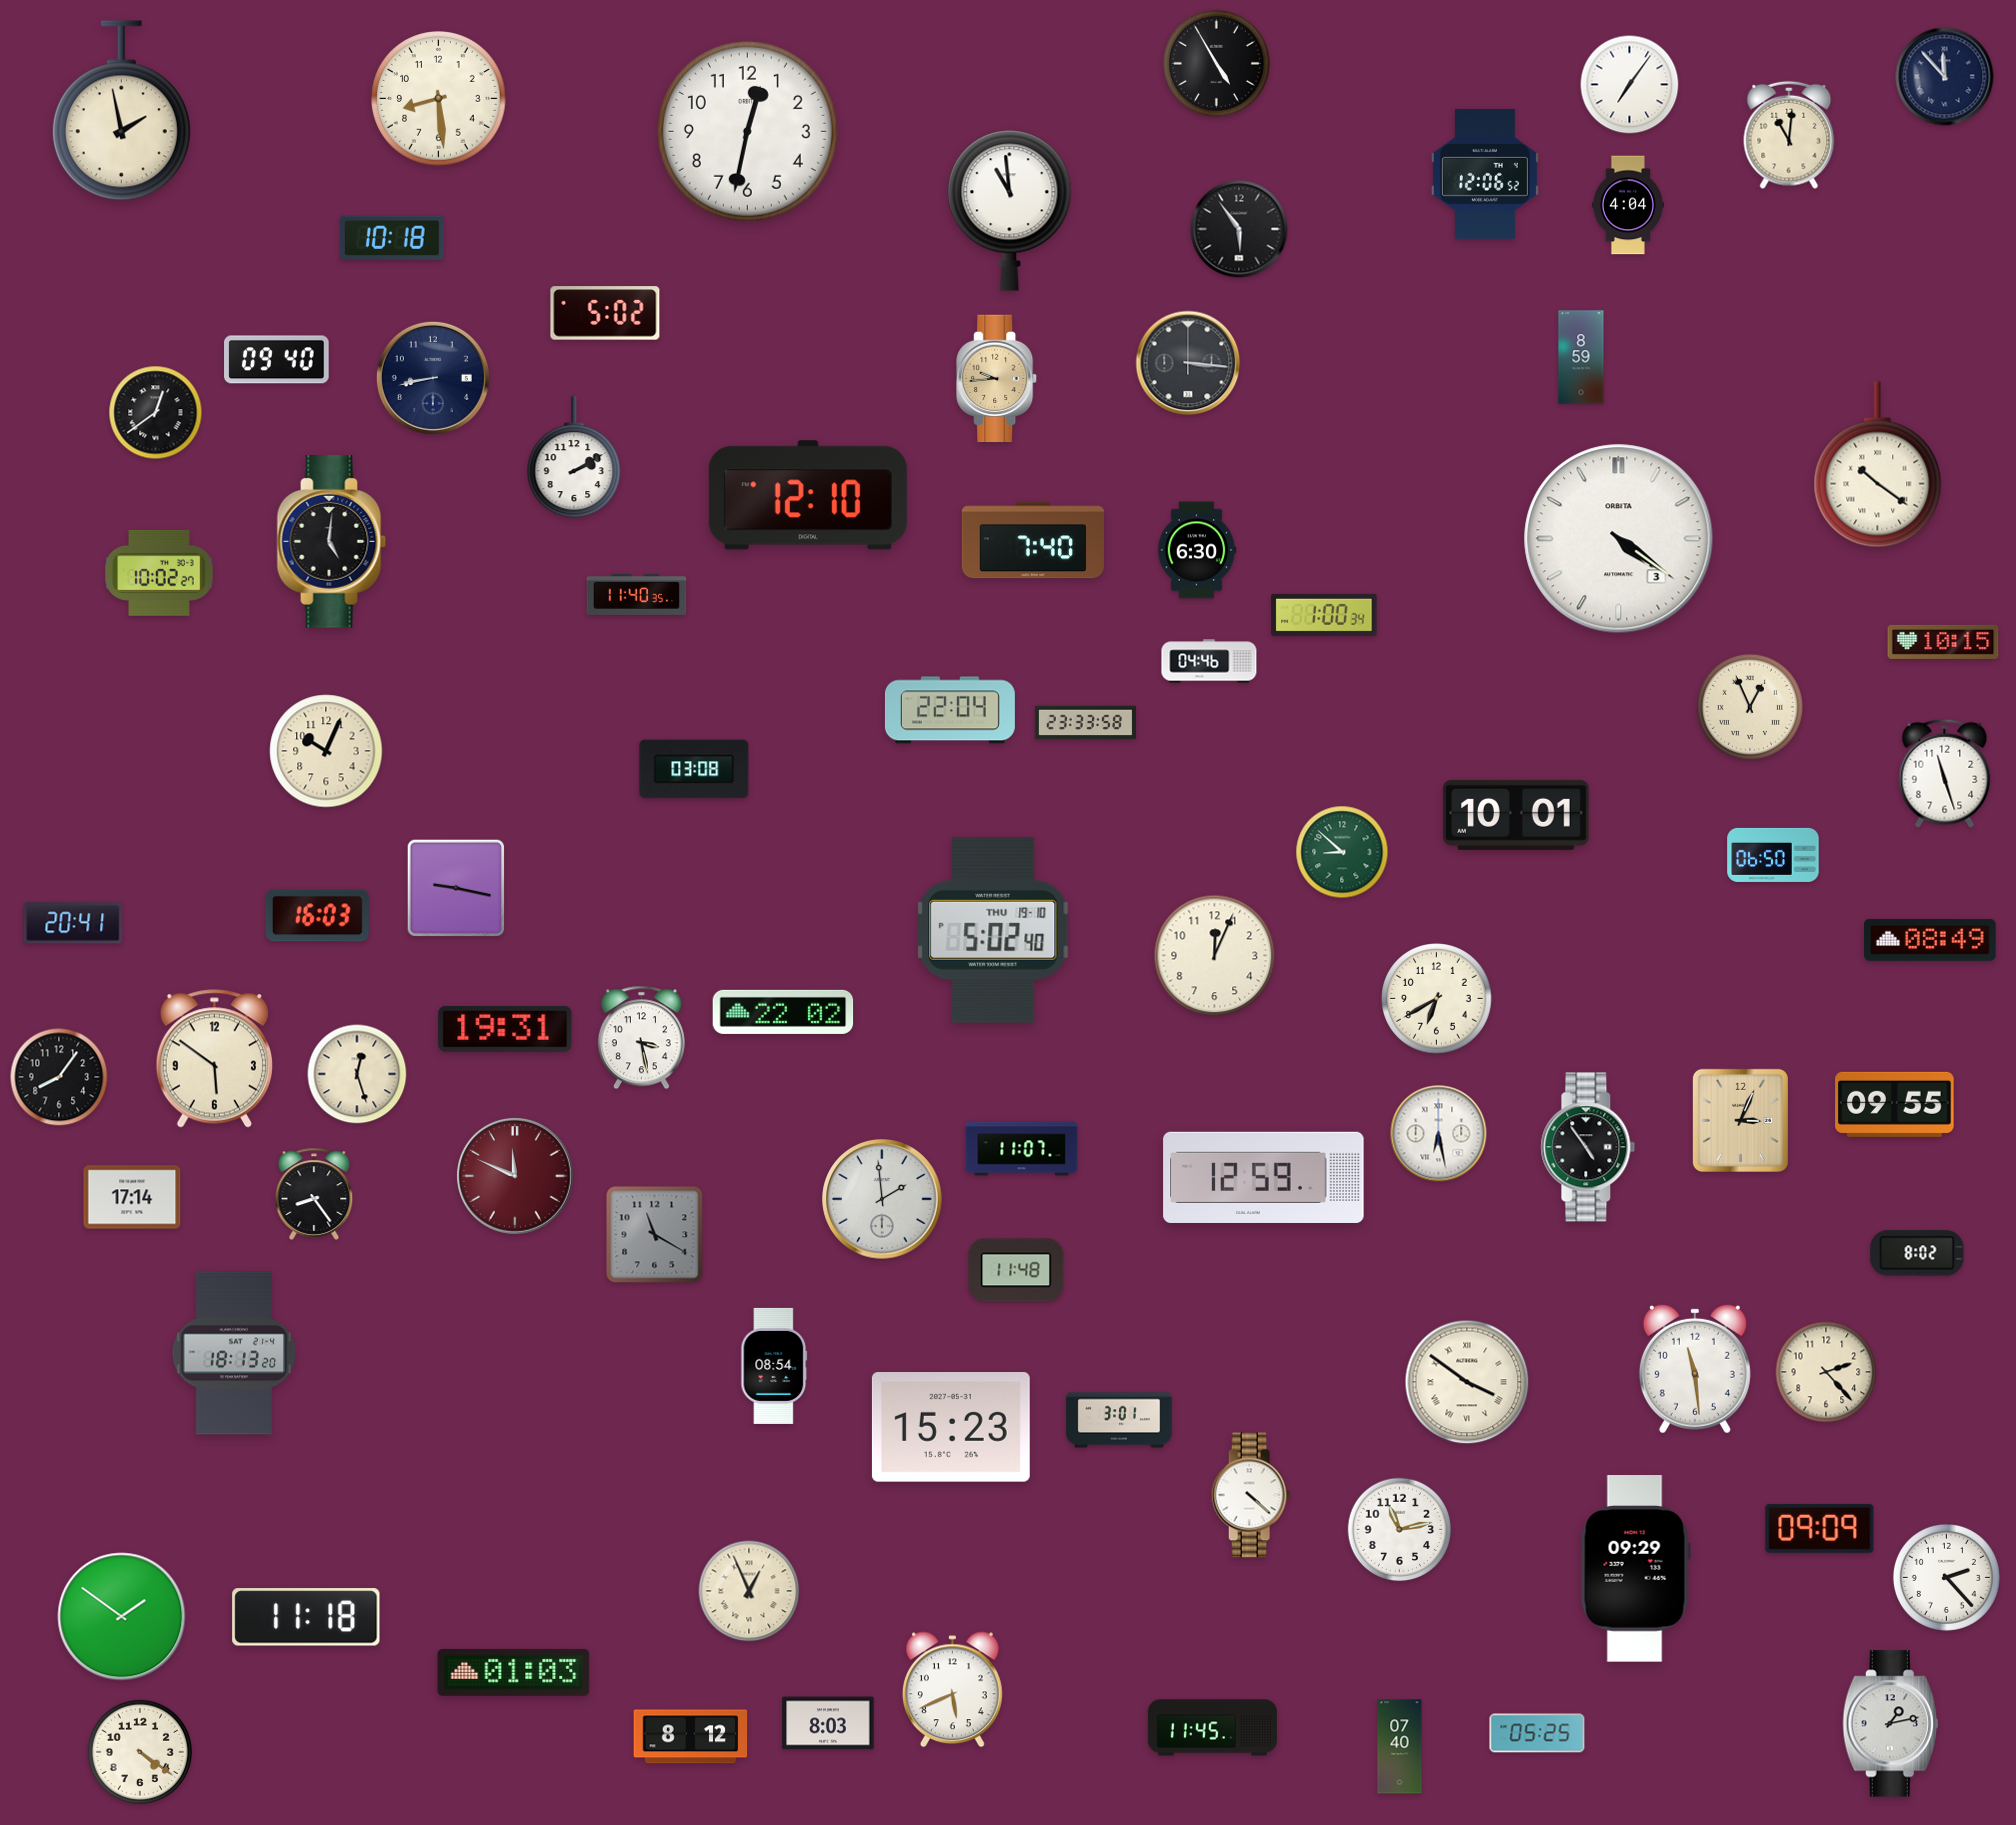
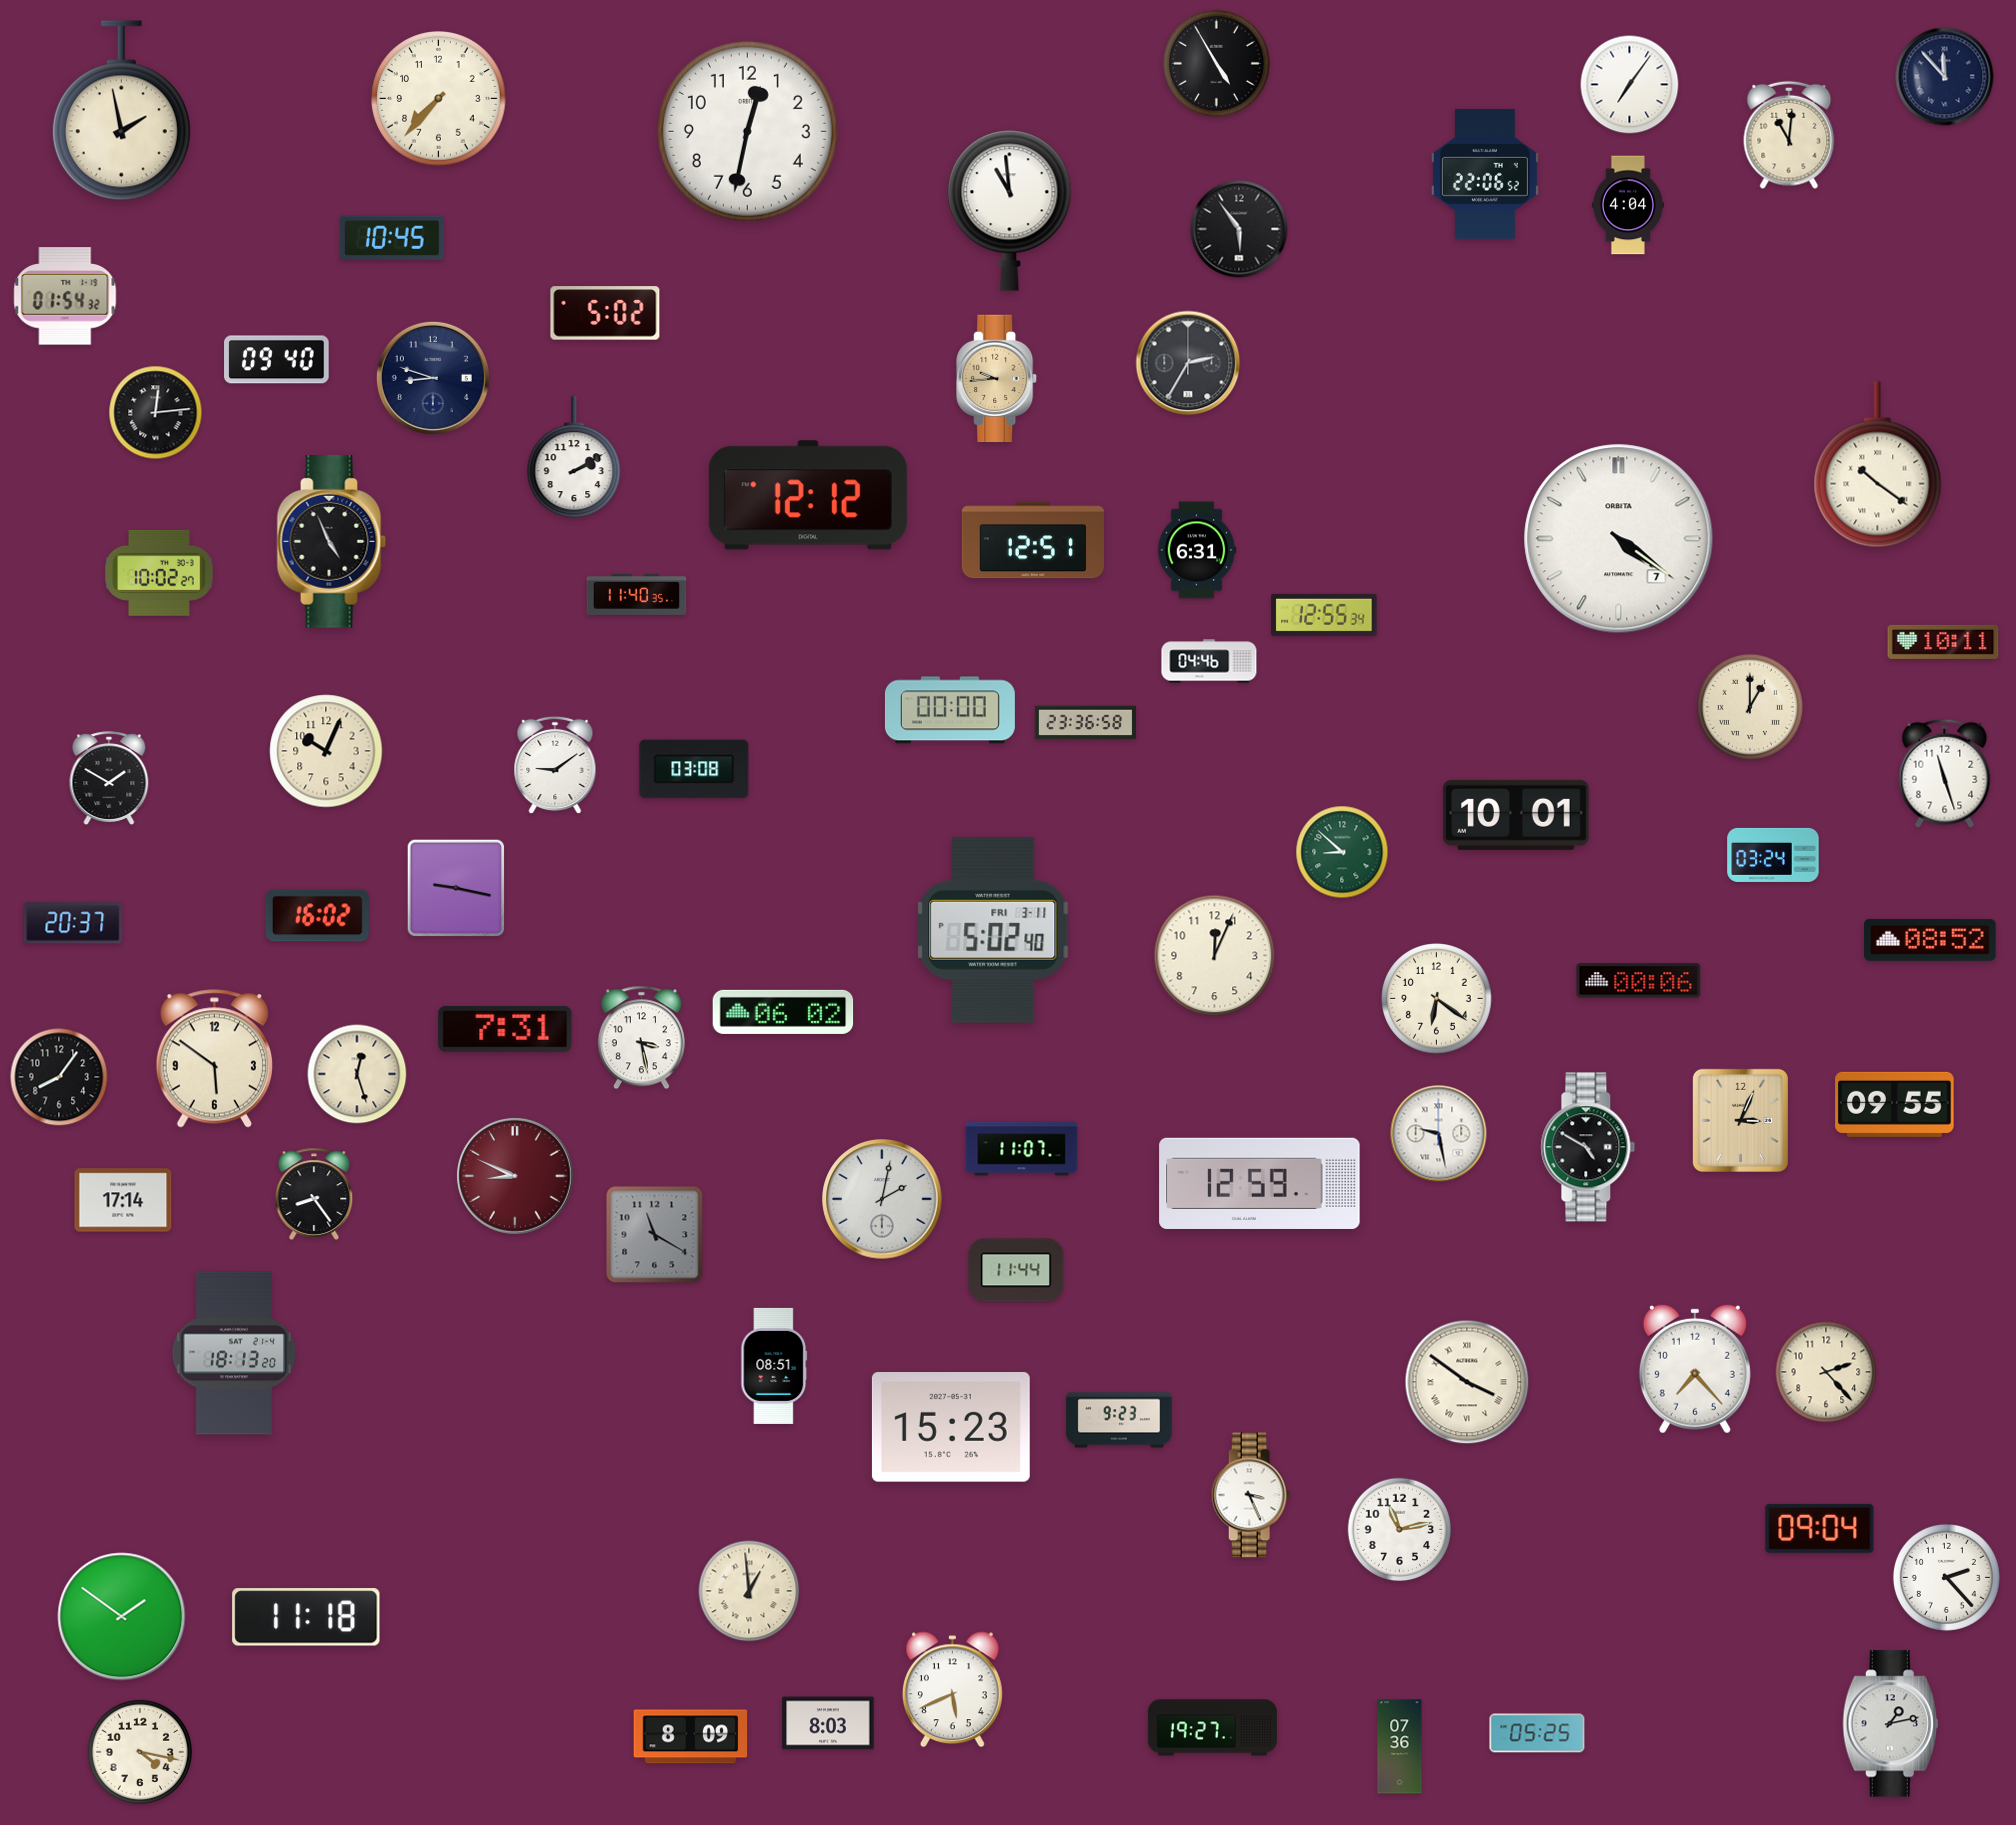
clock at (439, 99): 8:29 -> 7:37
clock at (1485, 174): 12:06 -> 22:06
clock at (392, 238): 10:18 -> 10:45
clock at (65, 296): none -> 01:54
clock at (1581, 357): 8:59 -> none
clock at (1188, 363): 3:16 -> 2:35
clock at (433, 378): 8:43 -> 8:48
clock at (156, 413): 12:39 -> 12:14
clock at (808, 495): 12:10 -> 12:12
clock at (1619, 539) date: 3 -> 7
clock at (1033, 540): 7:40 -> 12:51
clock at (332, 542): 5:01 -> 4:56
clock at (1197, 550): 6:30 -> 6:31
clock at (1324, 615): 1:00 -> 12:55
clock at (1943, 642): 10:15 -> 10:11
clock at (1750, 707): 12:56 -> 1:00
clock at (950, 710): 22:04 -> 00:00
clock at (1085, 723): 23:33 -> 23:36
clock at (555, 765): none -> 9:09
clock at (109, 778): none -> 1:50
clock at (1773, 855): 06:50 -> 03:24
clock at (317, 916): 16:03 -> 16:02
clock at (73, 923): 20:41 -> 20:37
clock at (993, 930) date: THU 19-10 -> FRI 3-11
clock at (1930, 940): 08:49 -> 08:52
clock at (1639, 981): none -> 00:06
clock at (1437, 999): 6:40 -> 6:21
clock at (783, 1012): 22:02 -> 06:02
clock at (505, 1029): 19:31 -> 7:31
clock at (1439, 1134): 6:28 -> 9:28
clock at (1588, 1147): 4:54 -> 4:50
clock at (515, 1176): 11:49 -> 8:49
clock at (1264, 1177) position: (1264, 1177) -> (1260, 1183)
clock at (132, 1197) position: (132, 1197) -> (123, 1200)
clock at (882, 1199): 1:59 -> 2:02
clock at (1917, 1253): 8:02 -> none
clock at (1016, 1270): 11:48 -> 11:44
clock at (774, 1366): 08:54 -> 08:51
clock at (1695, 1369): 11:29 -> 7:23
clock at (1119, 1420): 3:01 -> 9:23
clock at (1251, 1495): 4:22 -> 3:26
clock at (1820, 1528): 09:09 -> 09:04
clock at (1635, 1569): 09:29 -> none
clock at (749, 1591): 12:56 -> 12:59
clock at (514, 1672): 01:03 -> none
clock at (1212, 1728): 11:45 -> 19:27
clock at (691, 1737): 8:12 -> 8:09
clock at (1400, 1747): 07:40 -> 07:36
clock at (139, 1751): 4:21 -> 4:17
